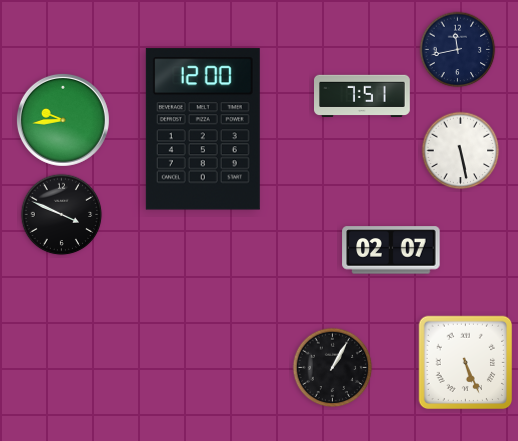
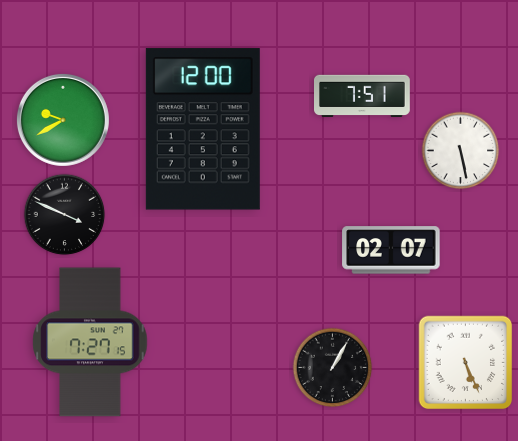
clock at (458, 50): 11:43 -> none
clock at (63, 120): 9:44 -> 9:40
clock at (62, 215) position: (62, 215) -> (65, 215)
clock at (90, 342): none -> 7:27
